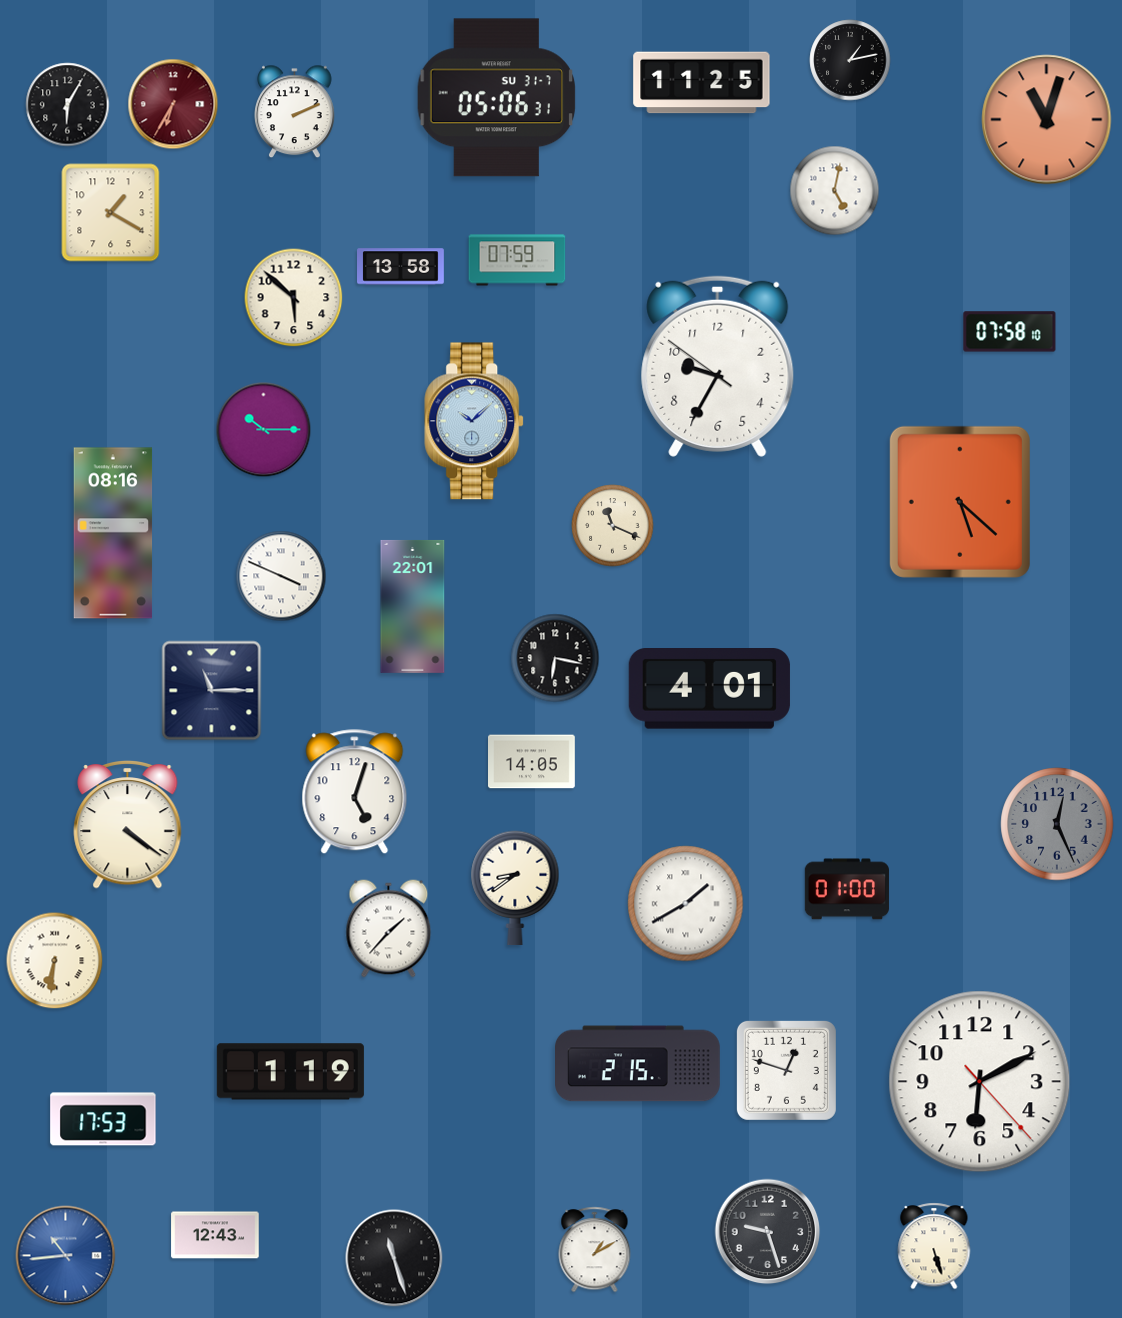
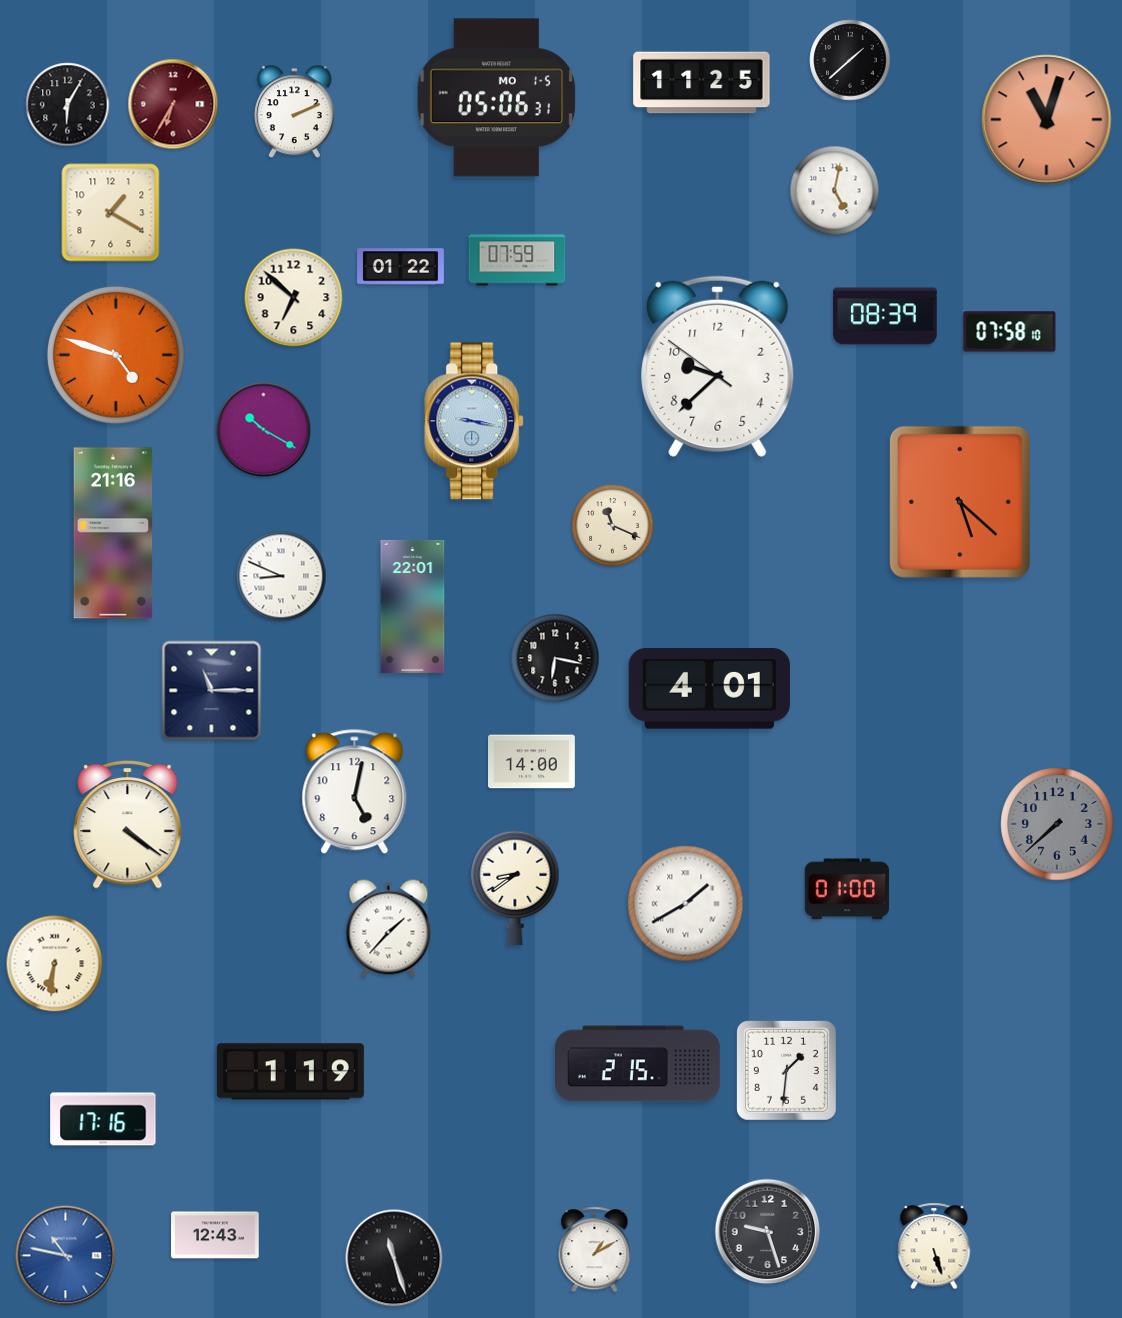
clock at (850, 60): 1:13 -> 1:38
clock at (496, 98) date: SU 31-7 -> MO 1-5
clock at (401, 267): 13:58 -> 01:22
clock at (294, 298): 5:52 -> 6:52
clock at (885, 316): none -> 08:39
clock at (116, 355): none -> 4:48
clock at (718, 366): 9:34 -> 9:37
clock at (475, 421): 10:08 -> 9:17
clock at (264, 430): 10:15 -> 10:20
clock at (113, 533): 08:16 -> 21:16
clock at (281, 576): 3:49 -> 8:49
clock at (532, 762): 14:05 -> 14:00
clock at (355, 792): 5:03 -> 5:02
clock at (1057, 824): 12:26 -> 7:38
clock at (55, 961) position: (55, 961) -> (55, 964)
clock at (786, 1070): 12:48 -> 1:31
clock at (980, 1082): 6:10 -> none
clock at (103, 1119): 17:53 -> 17:16
clock at (66, 1256): 10:44 -> 10:47
